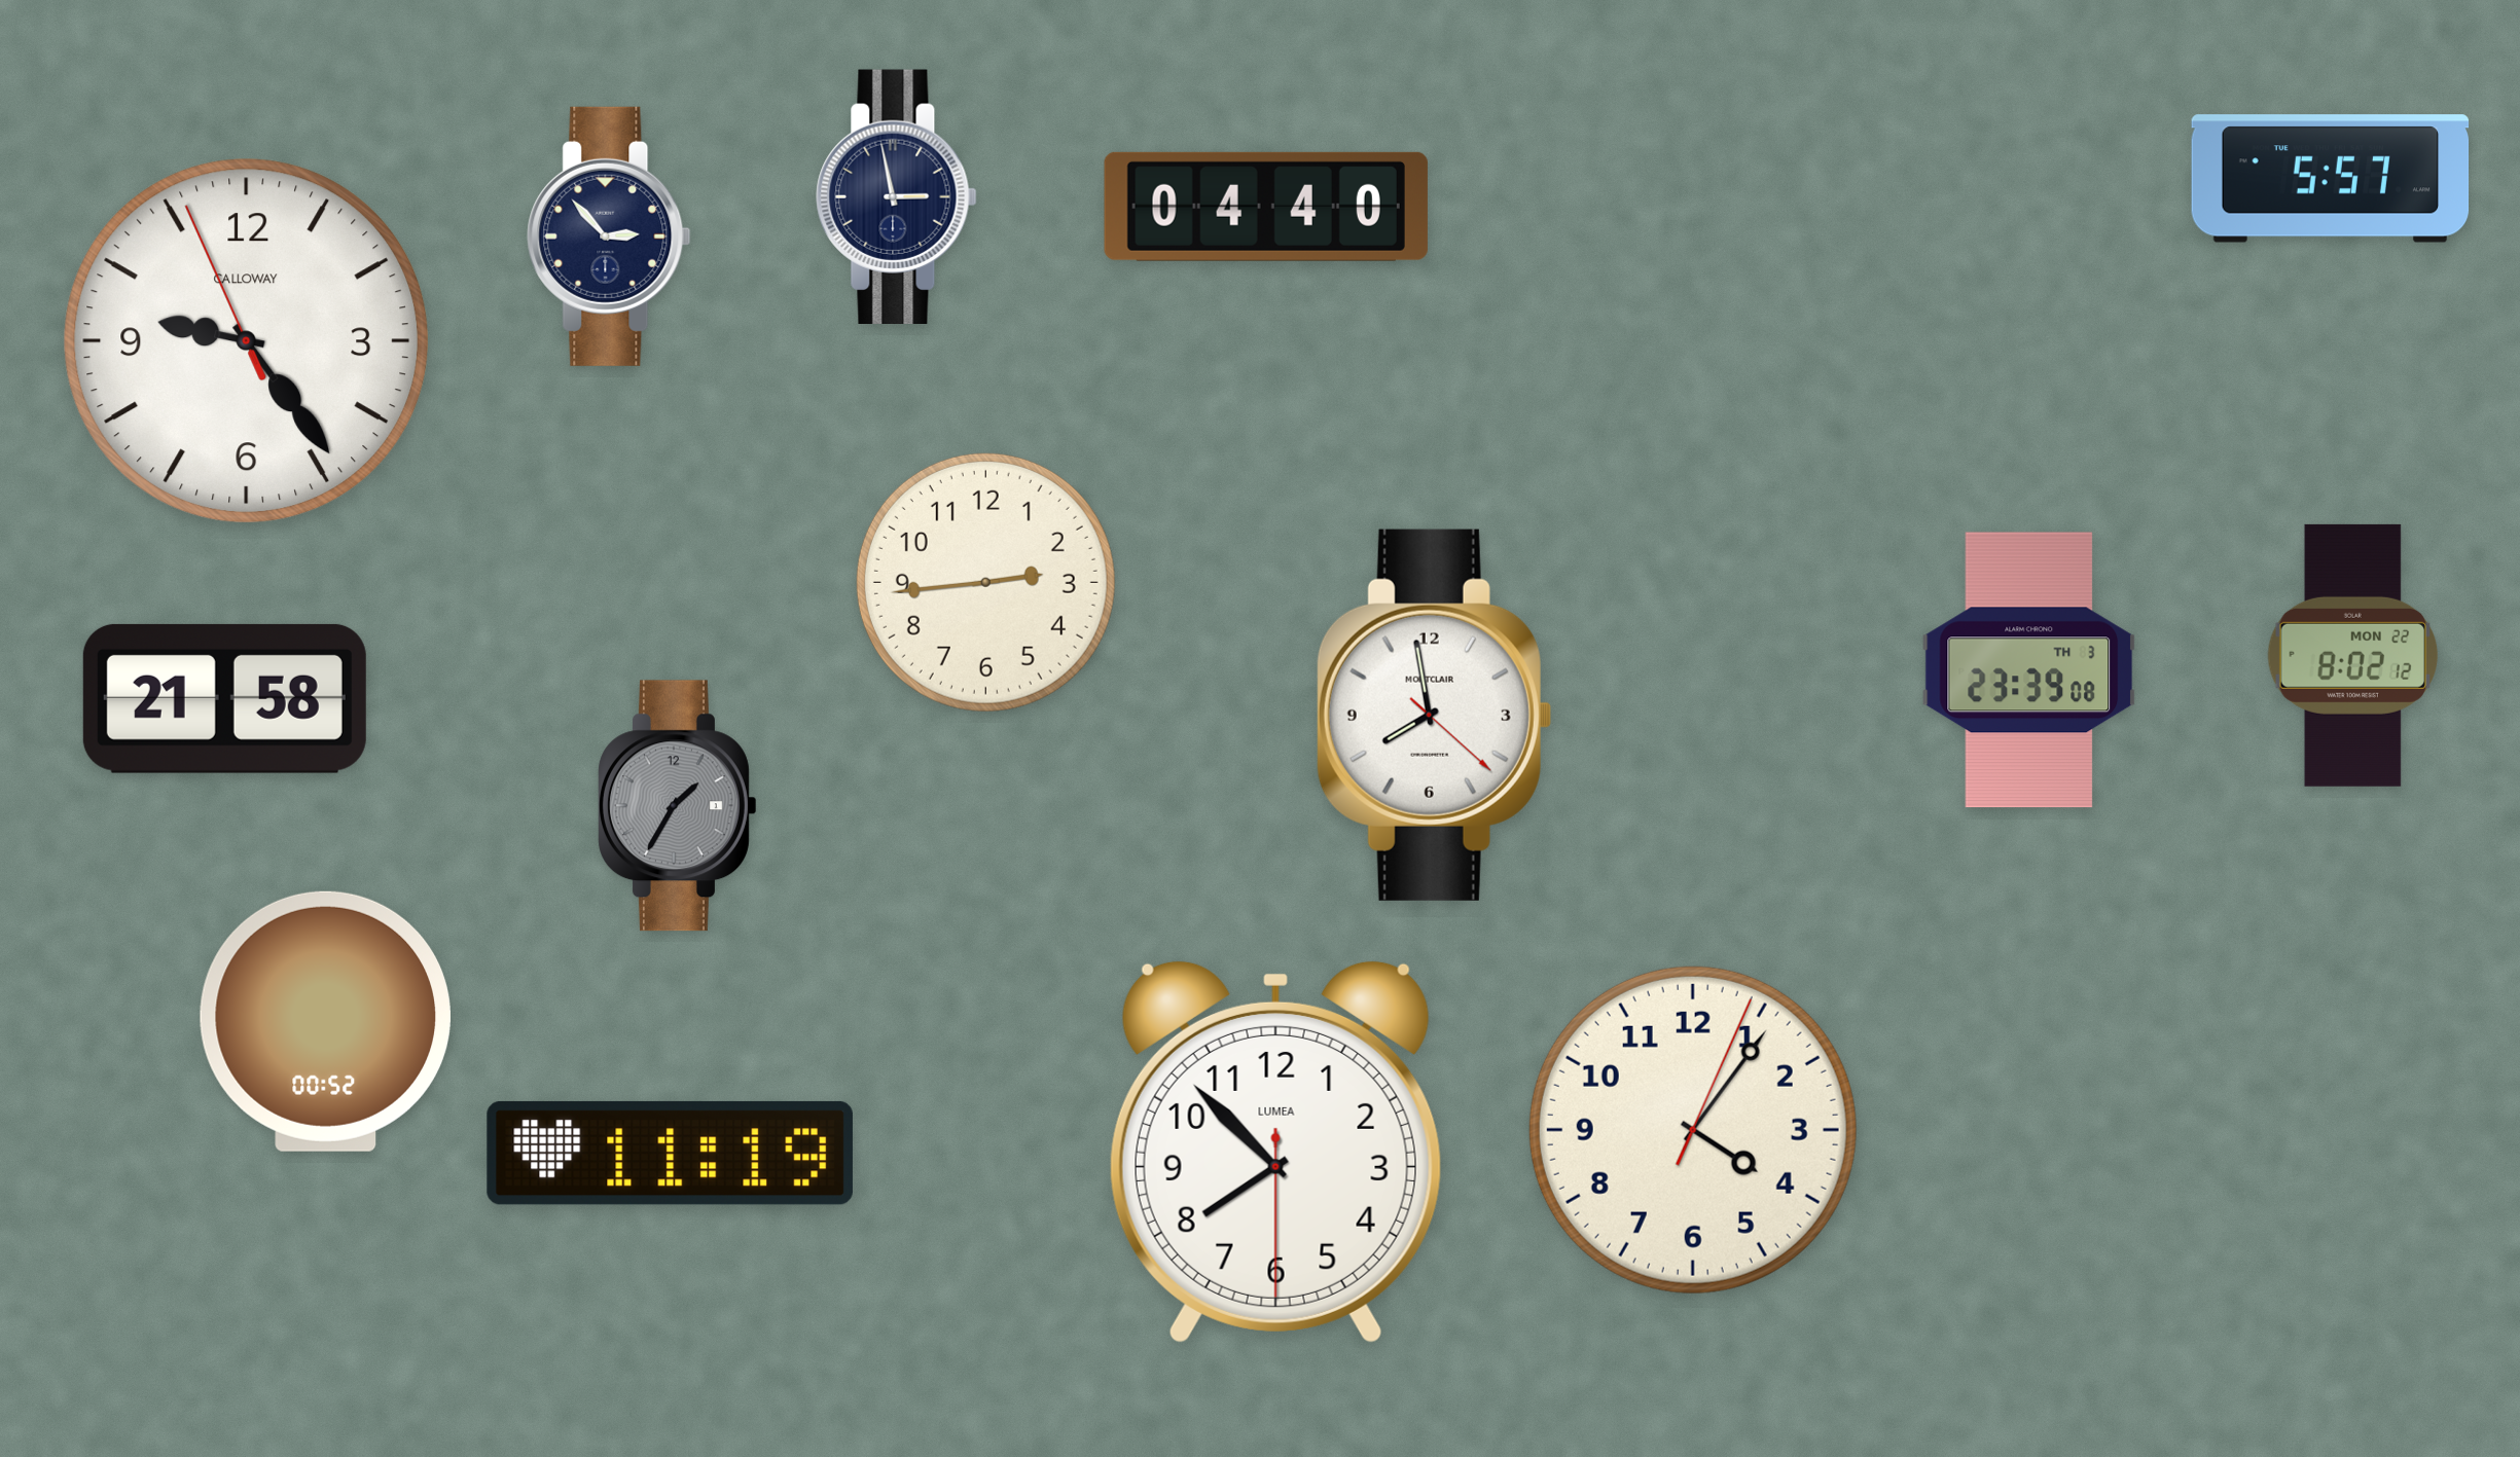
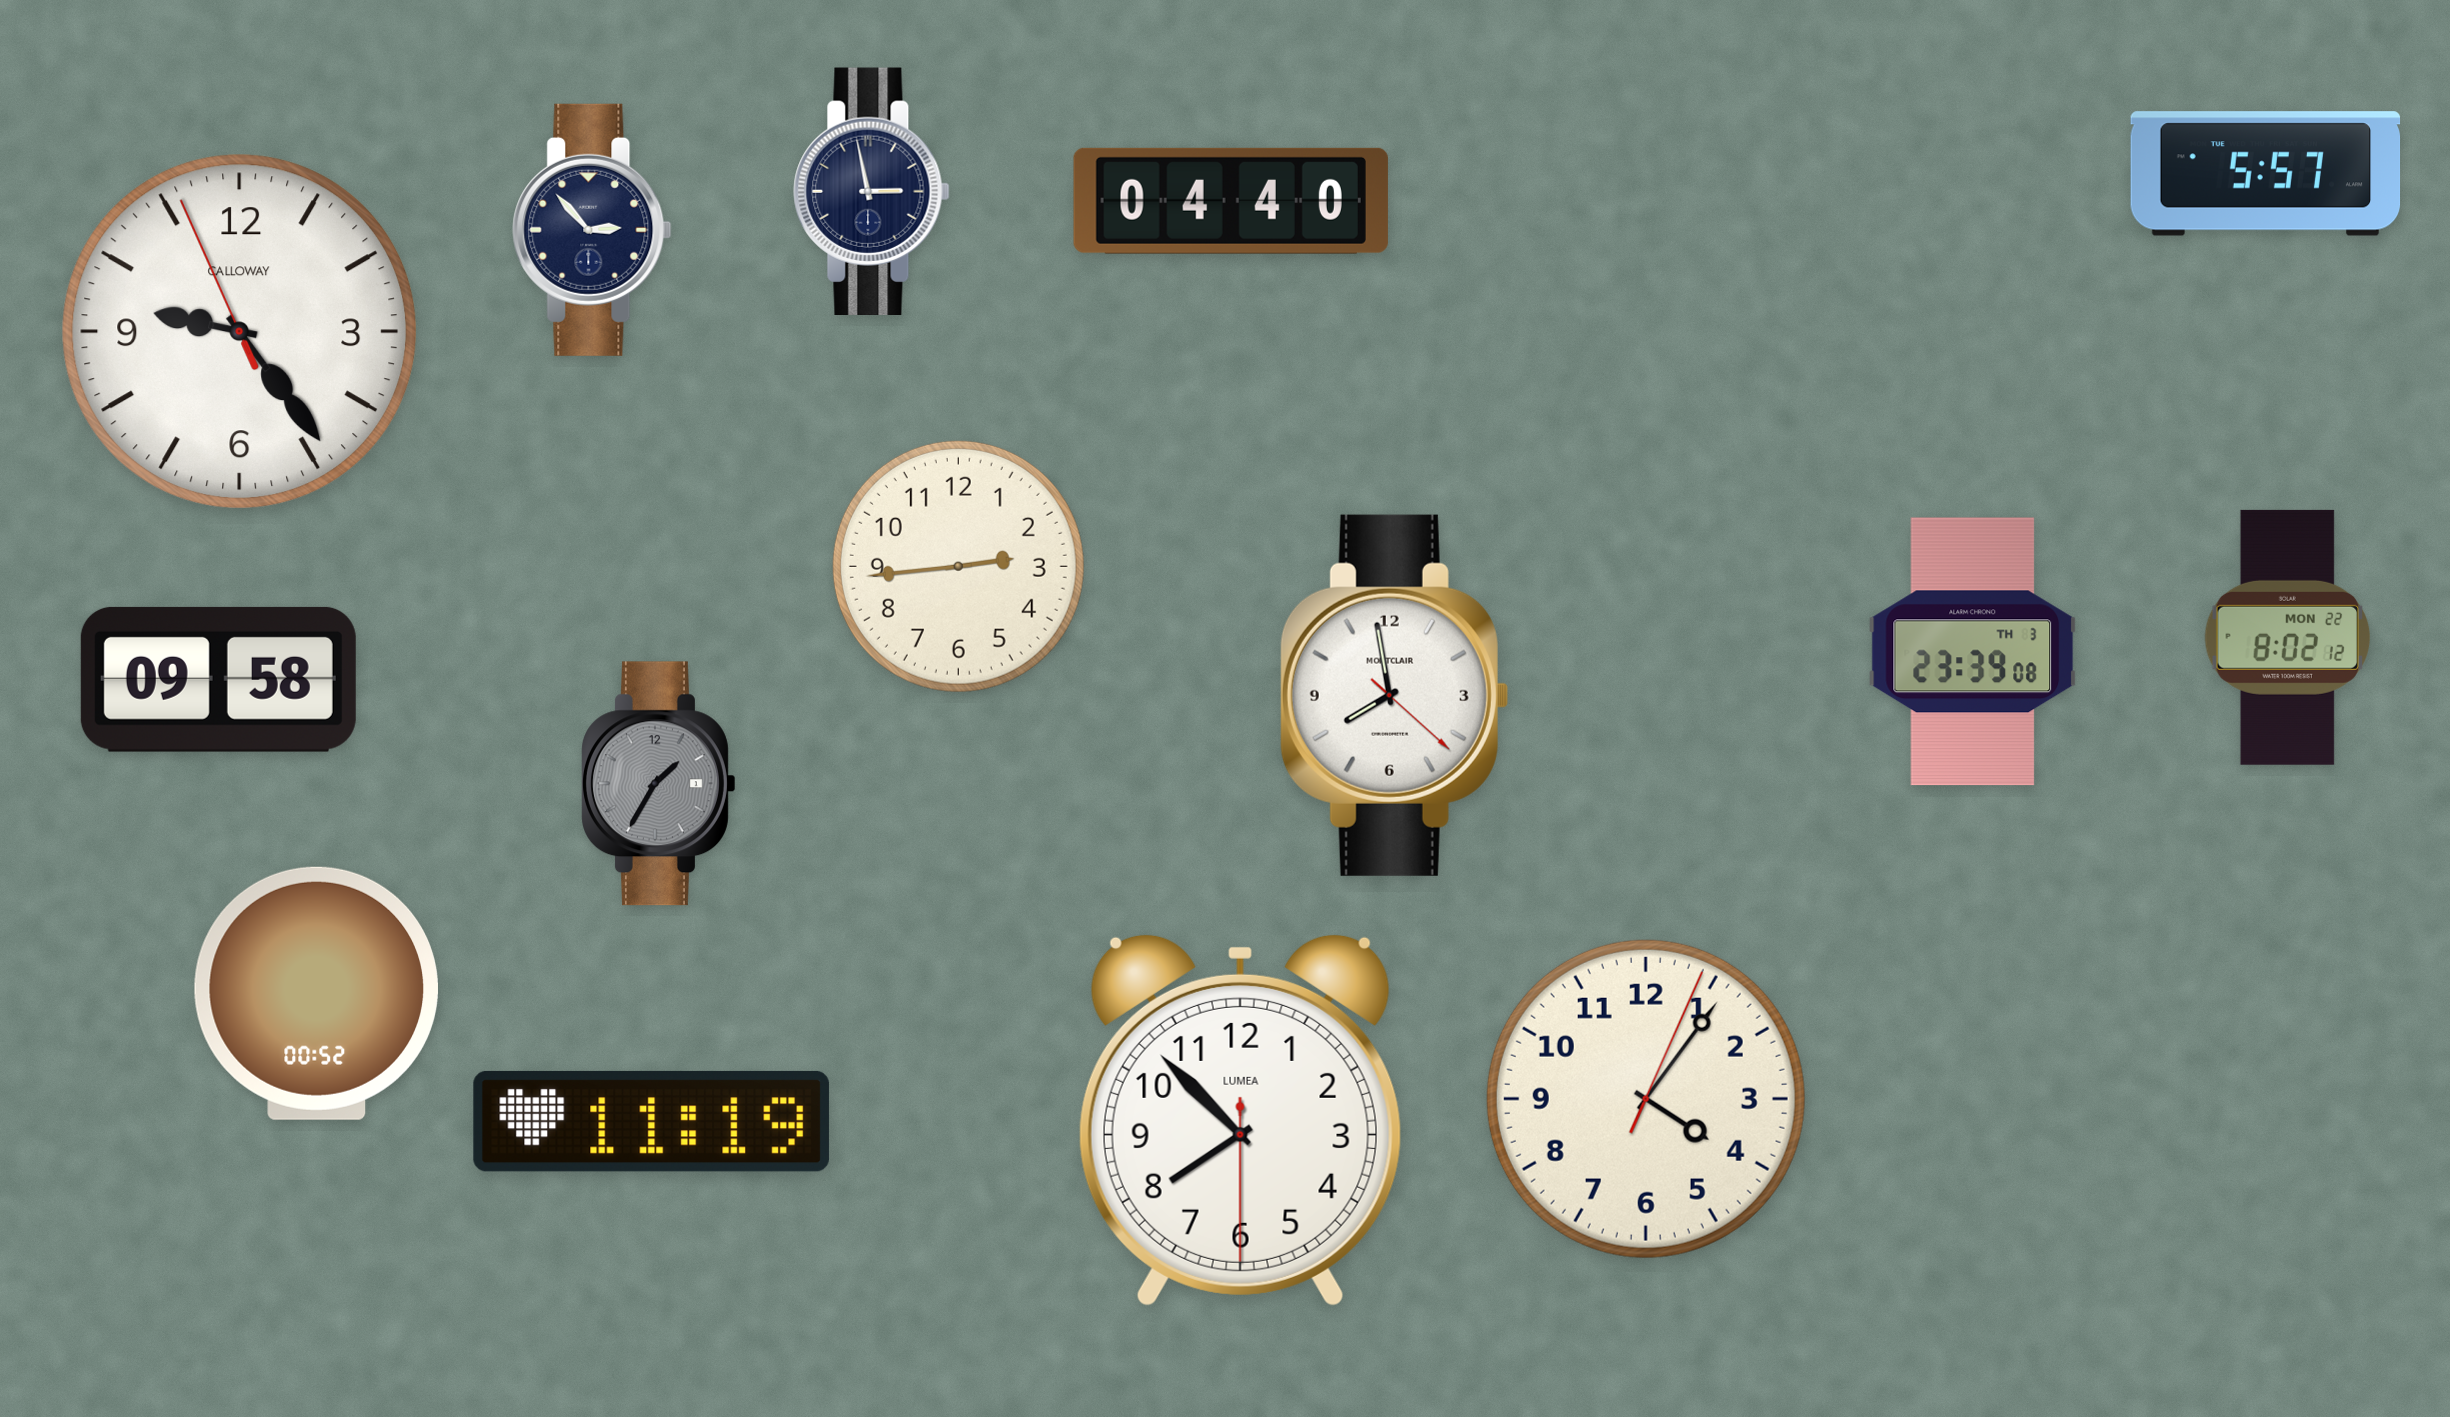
clock at (224, 698): 21:58 -> 09:58
